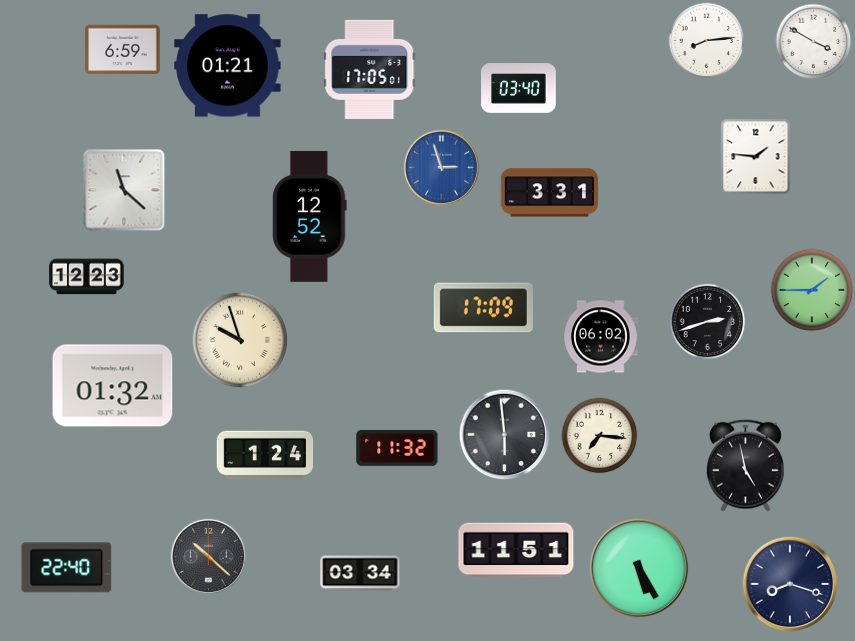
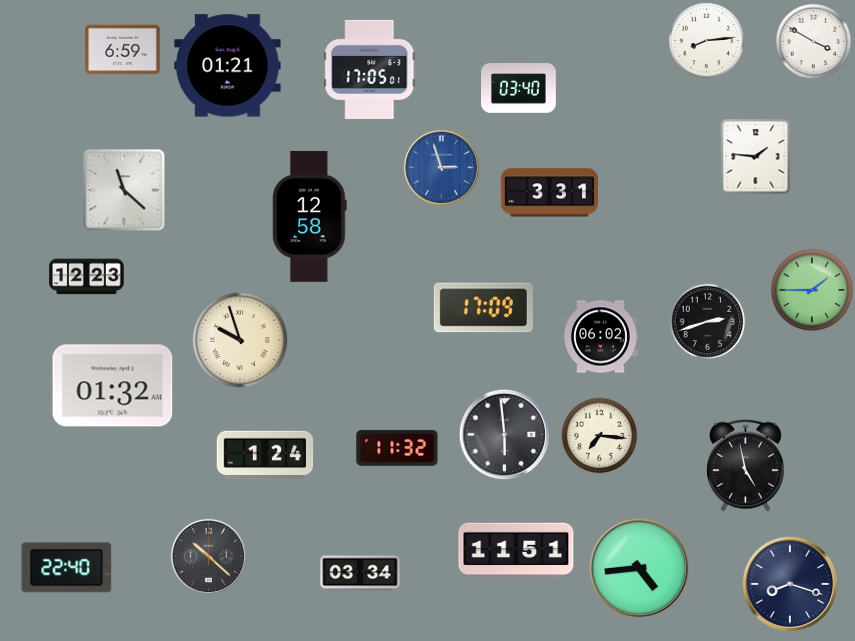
clock at (310, 216): 12:52 -> 12:58
clock at (639, 568): 5:25 -> 4:44
